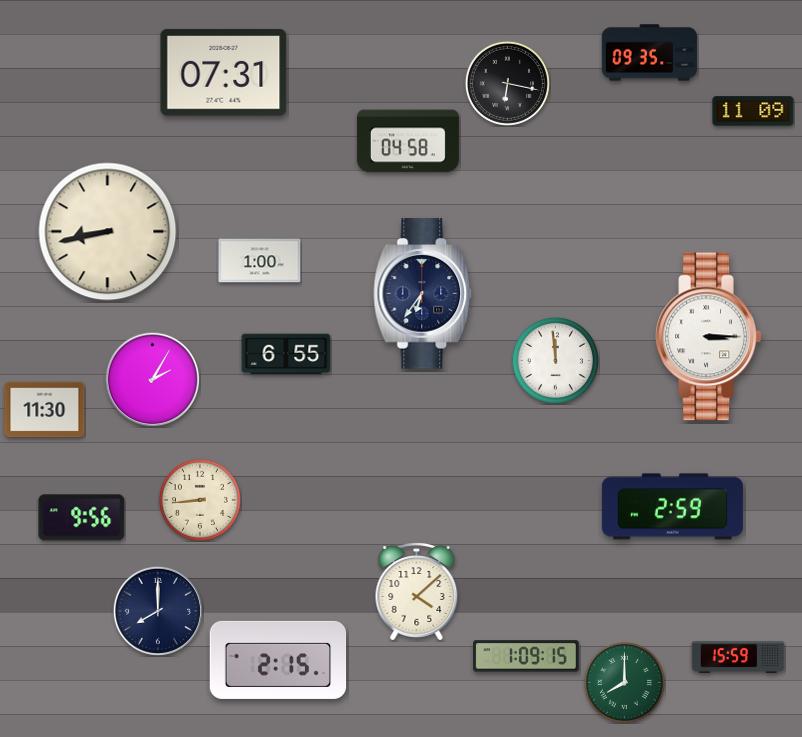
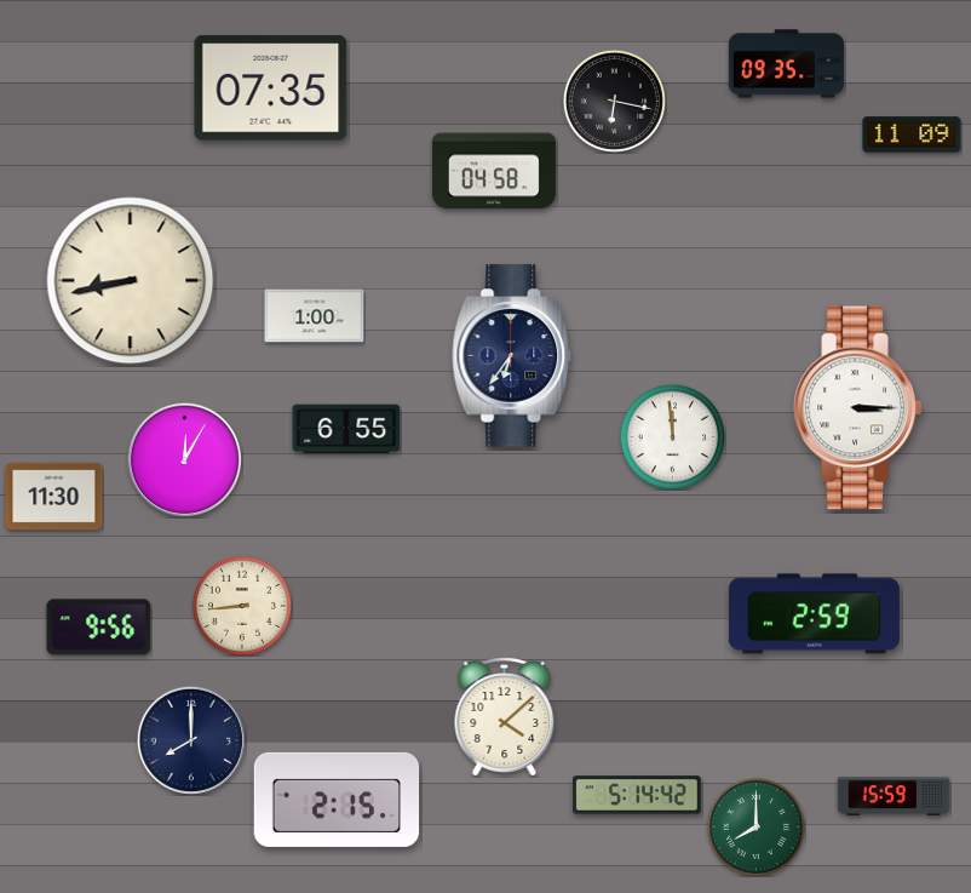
clock at (224, 73): 07:31 -> 07:35
clock at (152, 379): 2:05 -> 12:05
clock at (527, 656): 1:09 -> 5:14
